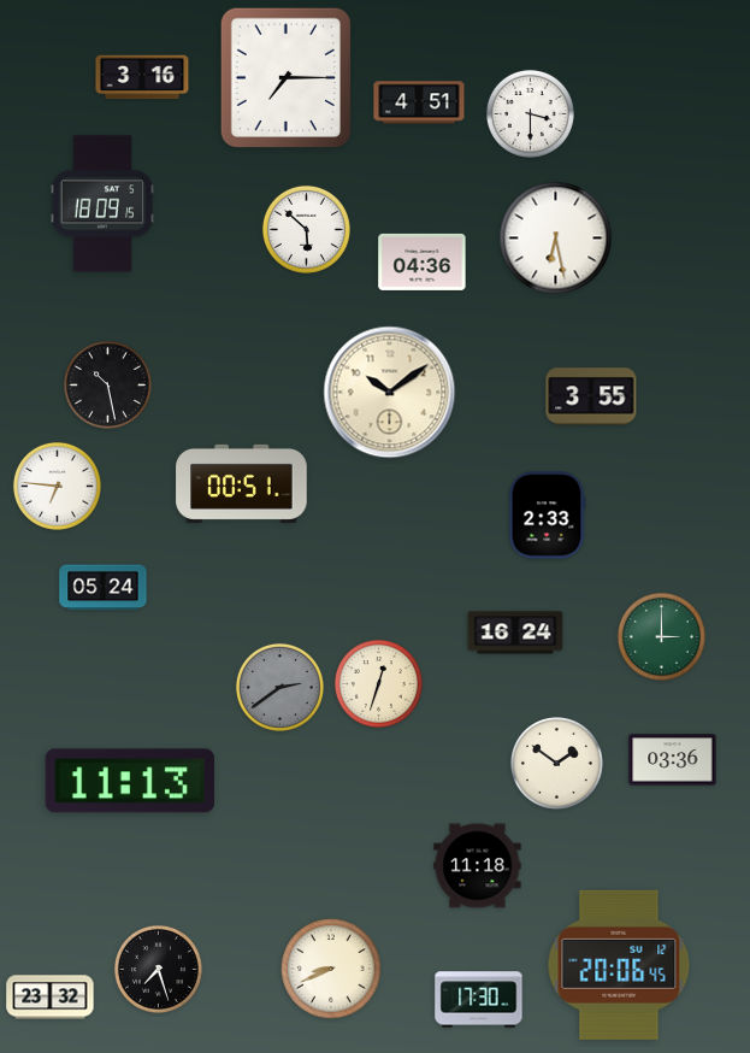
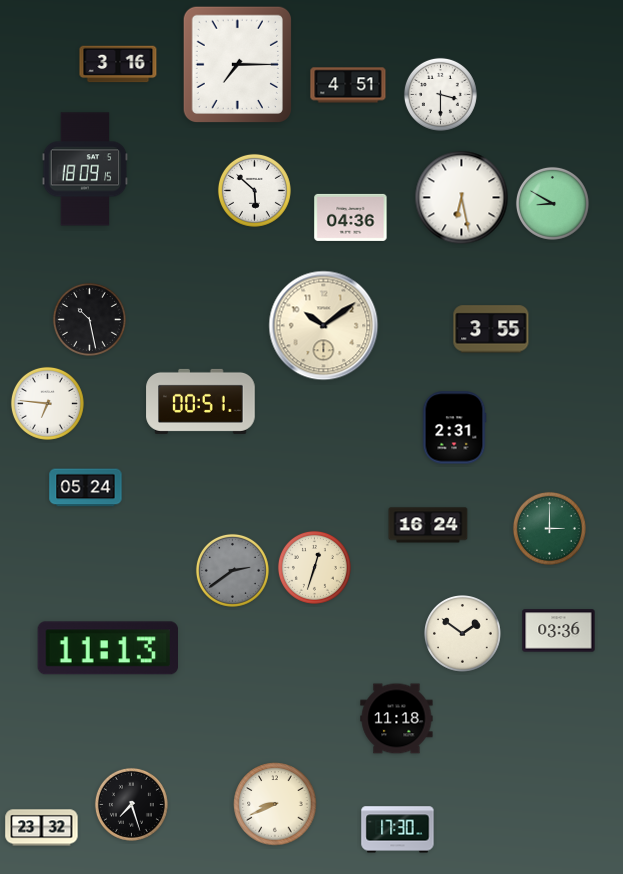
clock at (552, 203): none -> 8:50
clock at (547, 516): 2:33 -> 2:31
clock at (619, 965): 20:06 -> none
